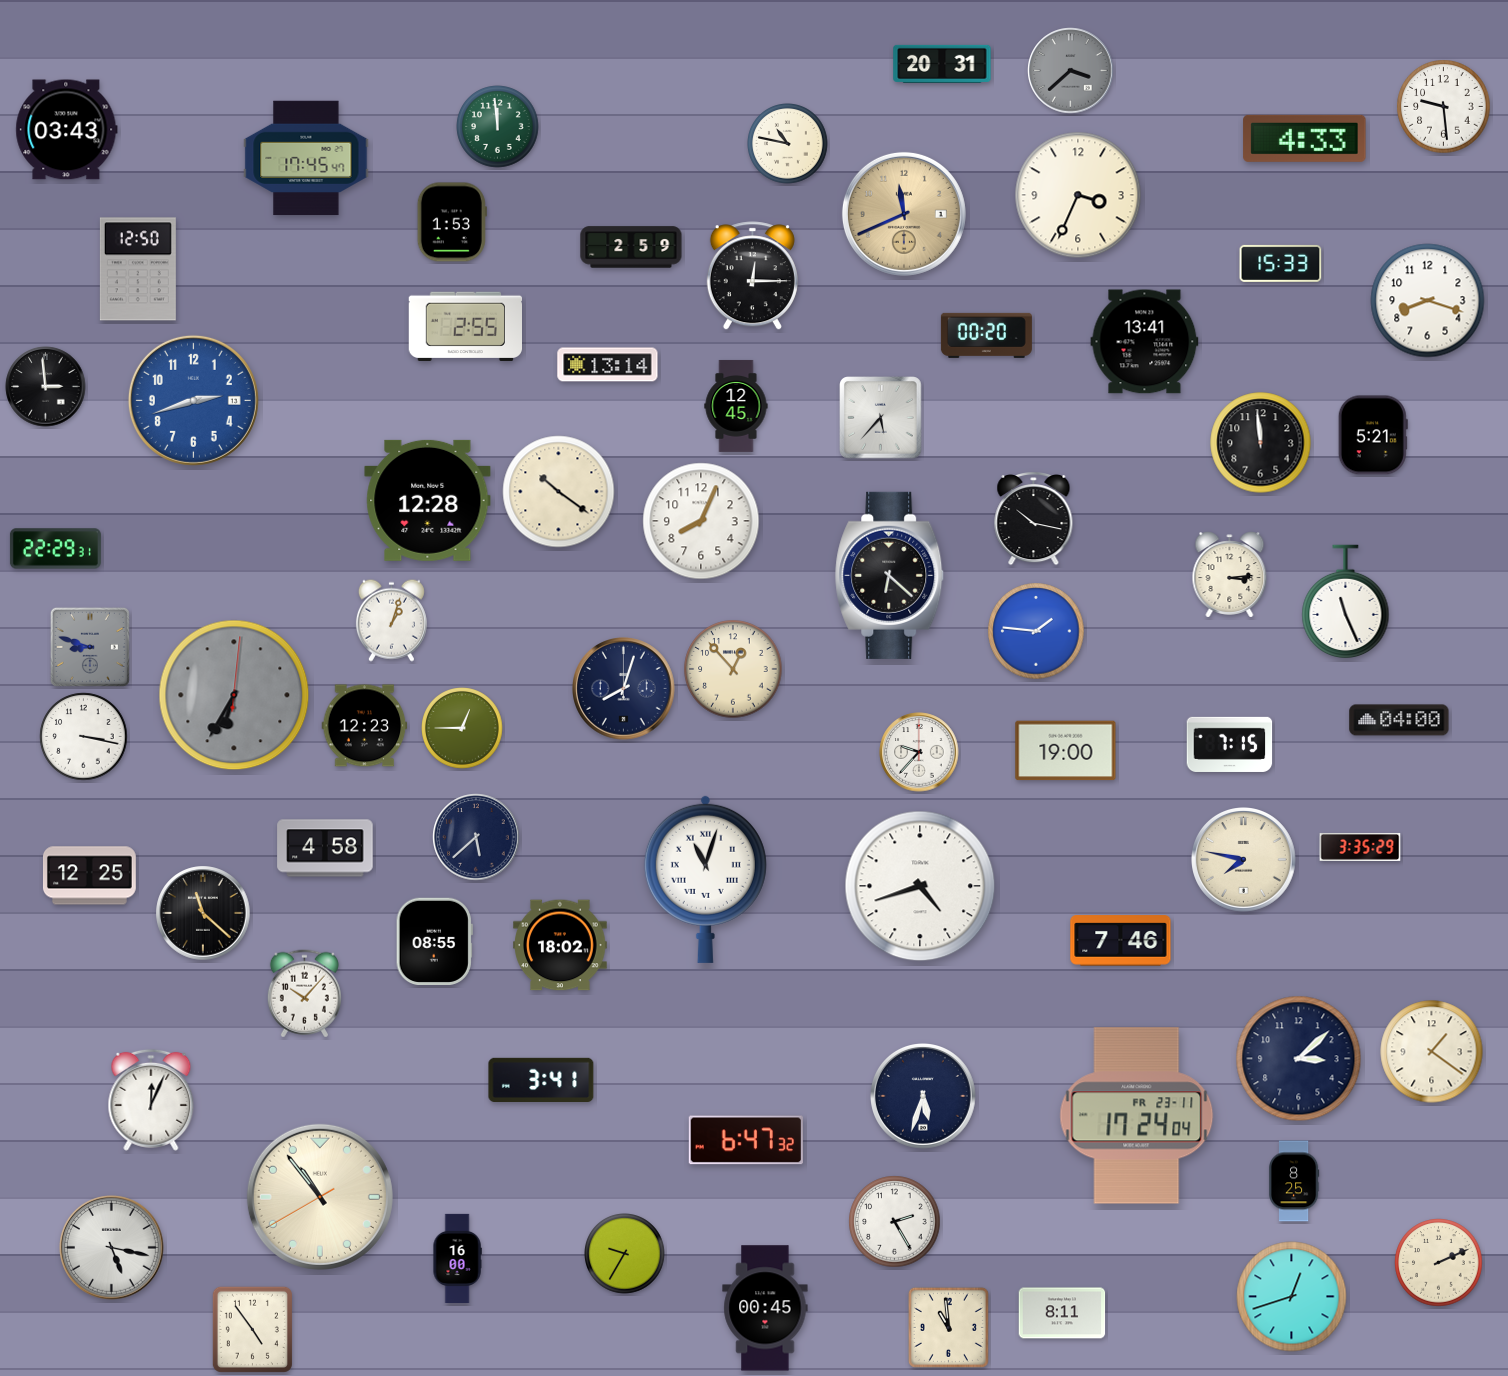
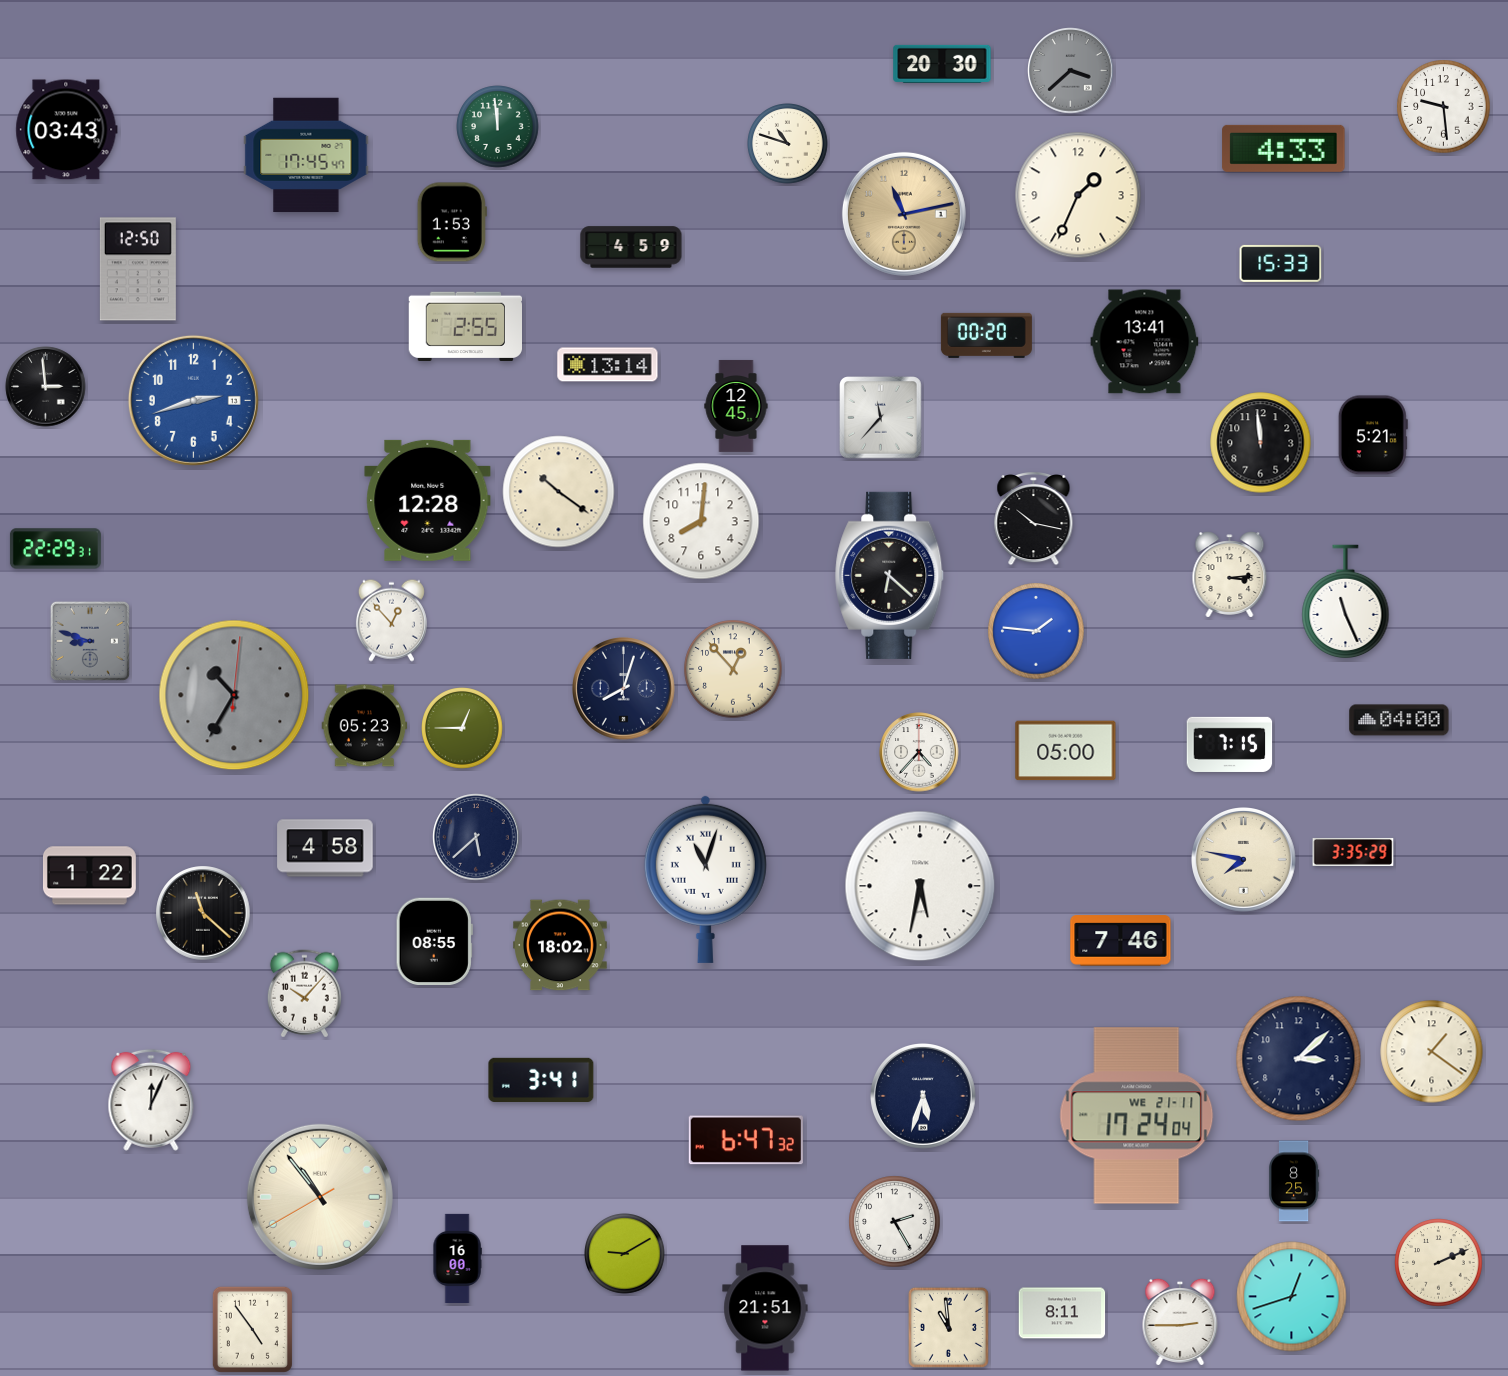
clock at (942, 64): 20:31 -> 20:30
clock at (1305, 138) position: (1305, 138) -> (1284, 148)
clock at (788, 144): 10:47 -> 10:48
clock at (306, 158) position: (306, 158) -> (306, 155)
clock at (1078, 195): 3:34 -> 1:34
clock at (904, 214): 11:41 -> 11:13
clock at (631, 247): 2:59 -> 4:59
clock at (752, 276): 12:15 -> none
clock at (1428, 301): 8:18 -> none
clock at (881, 418): 5:37 -> 11:37
clock at (701, 521): 8:04 -> 8:01
clock at (391, 620): 1:03 -> 12:53
clock at (90, 647) position: (90, 647) -> (90, 641)
clock at (234, 695): 6:35 -> 10:35
clock at (365, 726): 12:23 -> 05:23
clock at (84, 737): 3:17 -> none
clock at (1066, 751): 19:00 -> 05:00
clock at (919, 752): 9:37 -> 4:37
clock at (1360, 847) position: (1360, 847) -> (1353, 852)
clock at (89, 876): 12:25 -> 1:22
clock at (920, 886): 4:42 -> 5:32
clock at (1137, 1116) date: FR 23-11 -> WE 21-11
clock at (112, 1248): 5:17 -> none
clock at (625, 1254): 9:35 -> 9:10
clock at (765, 1308): 00:45 -> 21:51
clock at (1180, 1321): none -> 2:45
